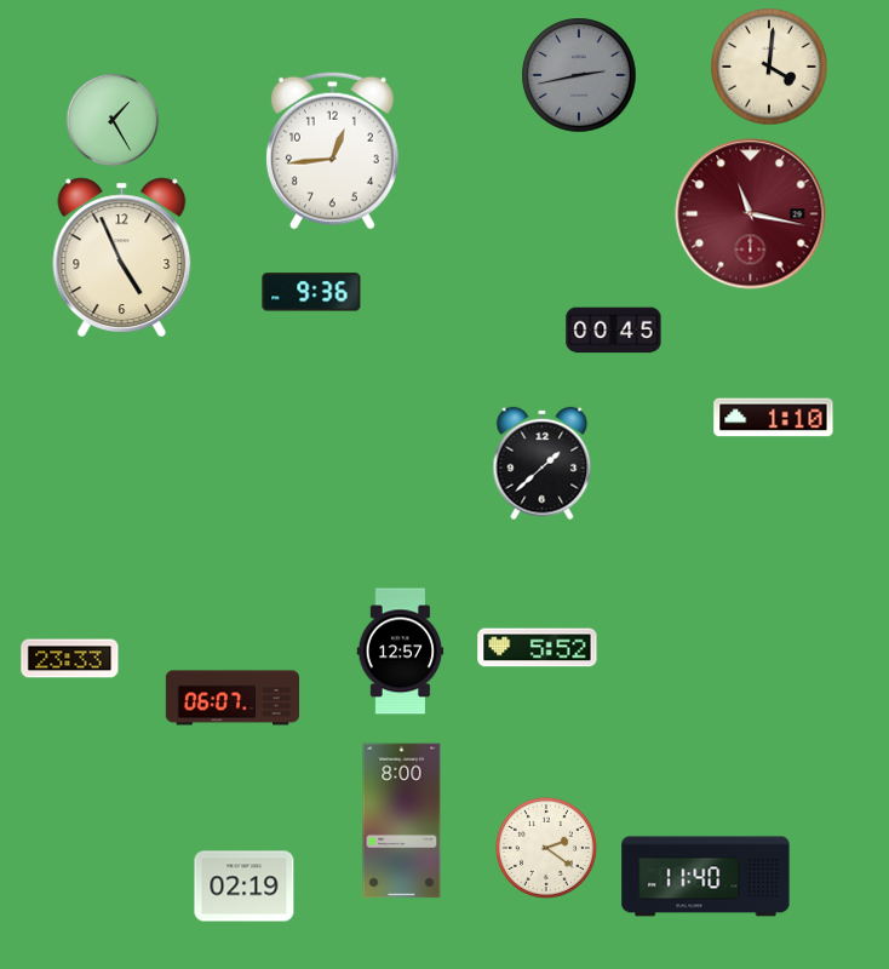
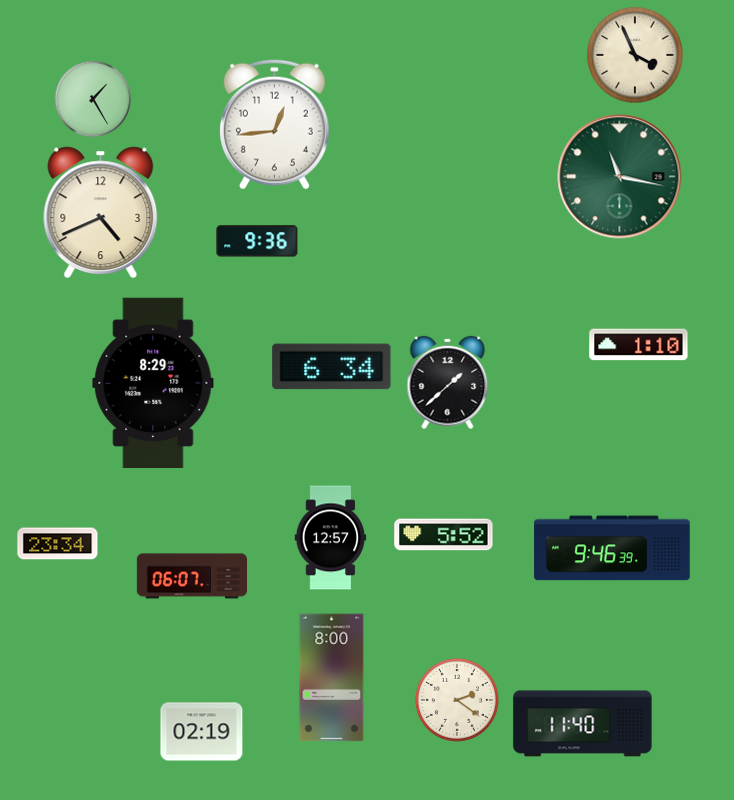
clock at (769, 67): 4:01 -> 3:56
clock at (579, 75): 2:43 -> none
clock at (751, 214) dial: burgundy -> green
clock at (122, 257): 4:56 -> 4:41
clock at (614, 331): 00:45 -> none
clock at (332, 367): none -> 6:34
clock at (153, 382): none -> 8:29
clock at (70, 659): 23:33 -> 23:34
clock at (612, 548): none -> 9:46
clock at (546, 848) position: (546, 848) -> (457, 700)
